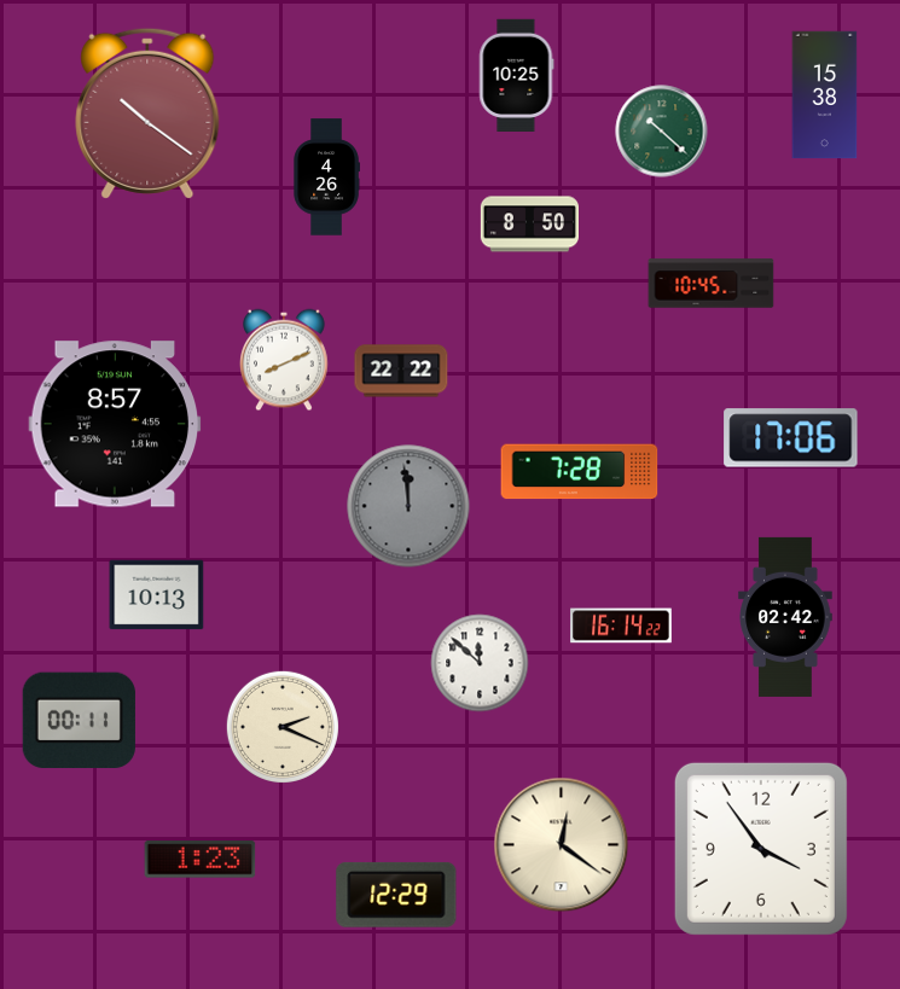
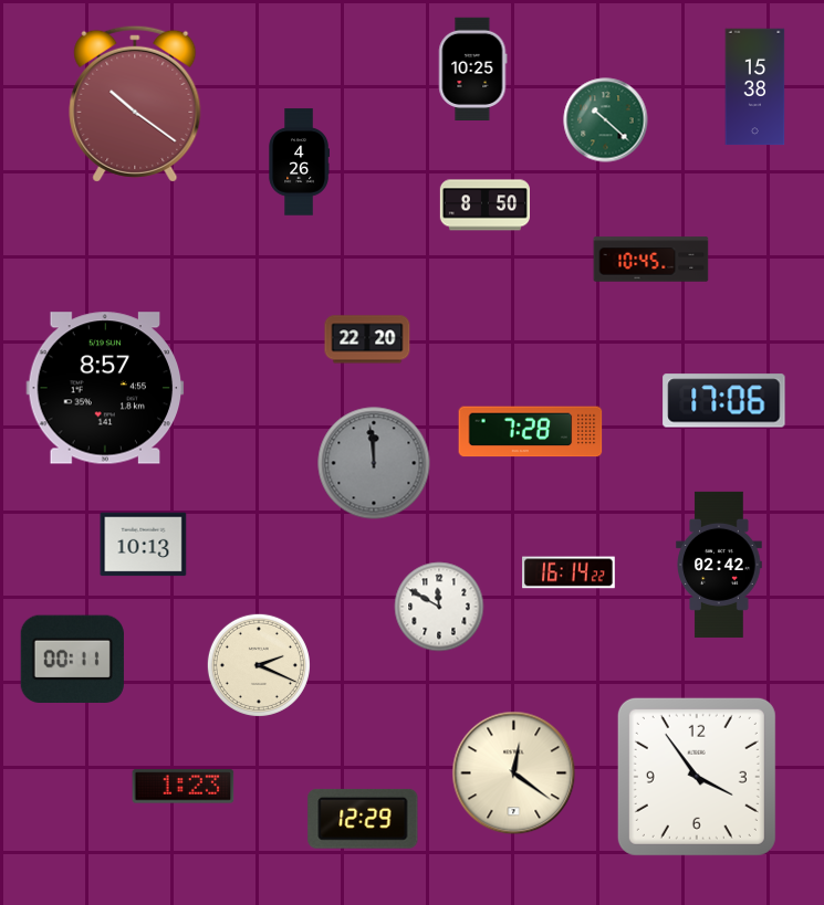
clock at (285, 360): 8:11 -> none
clock at (401, 371): 22:22 -> 22:20
clock at (480, 663): 11:52 -> 11:50
